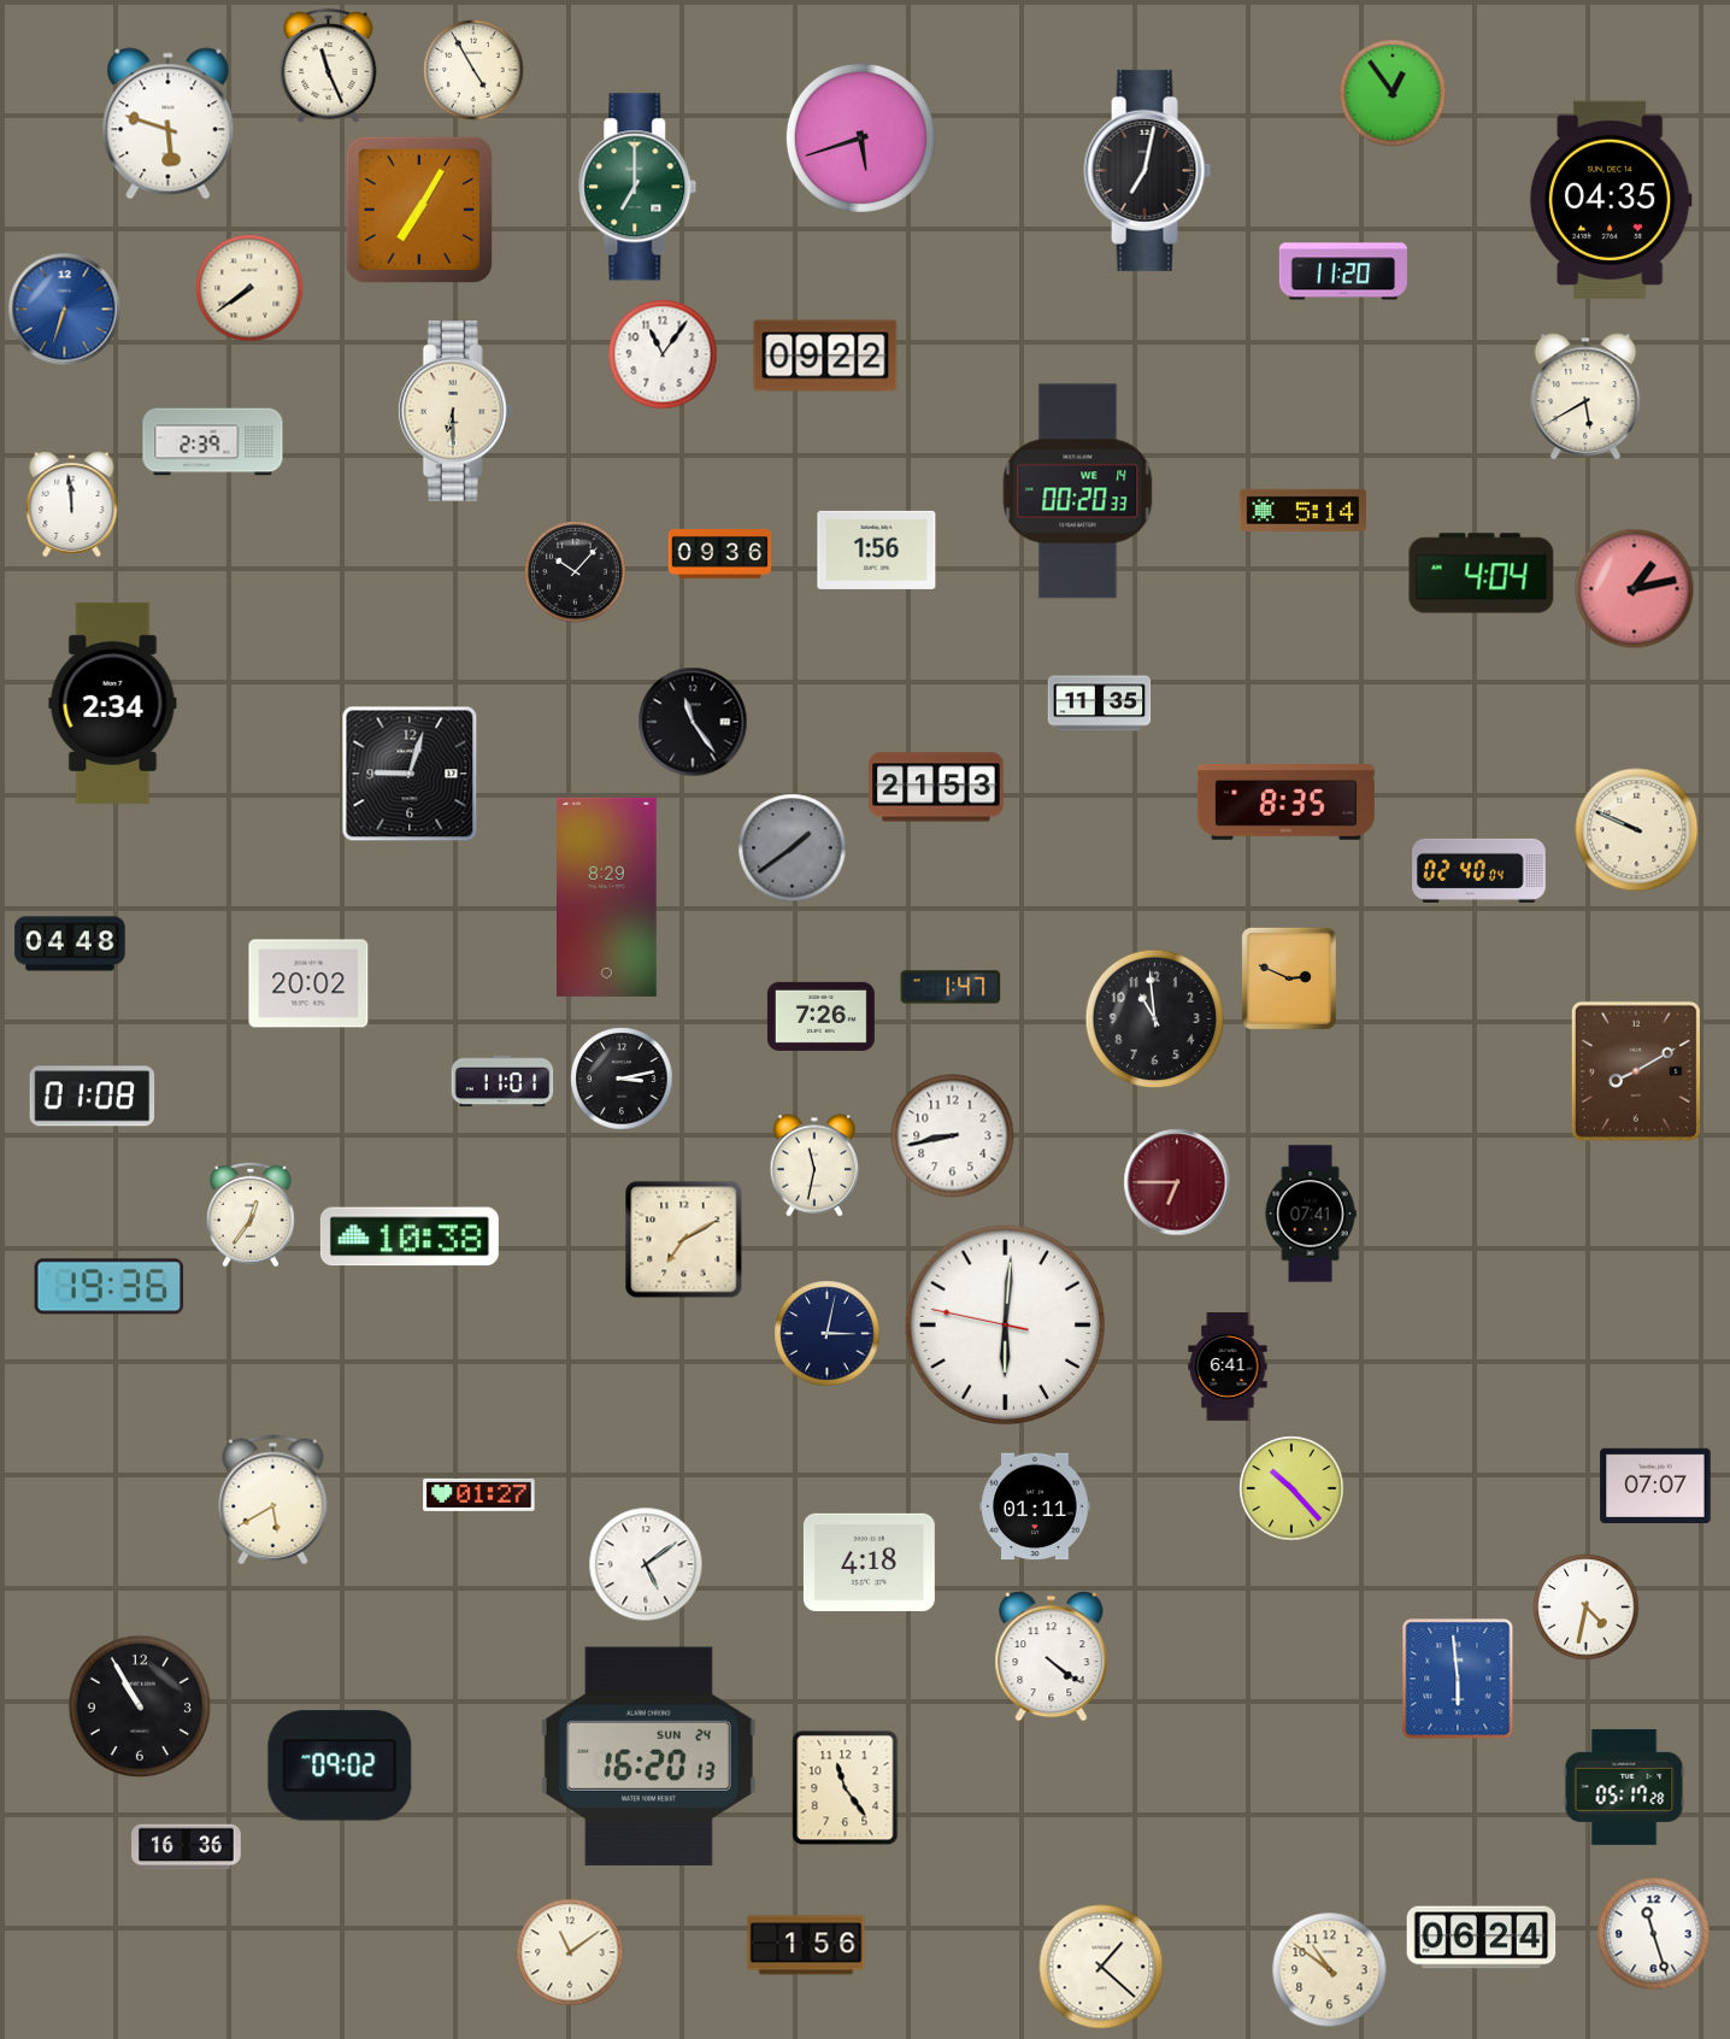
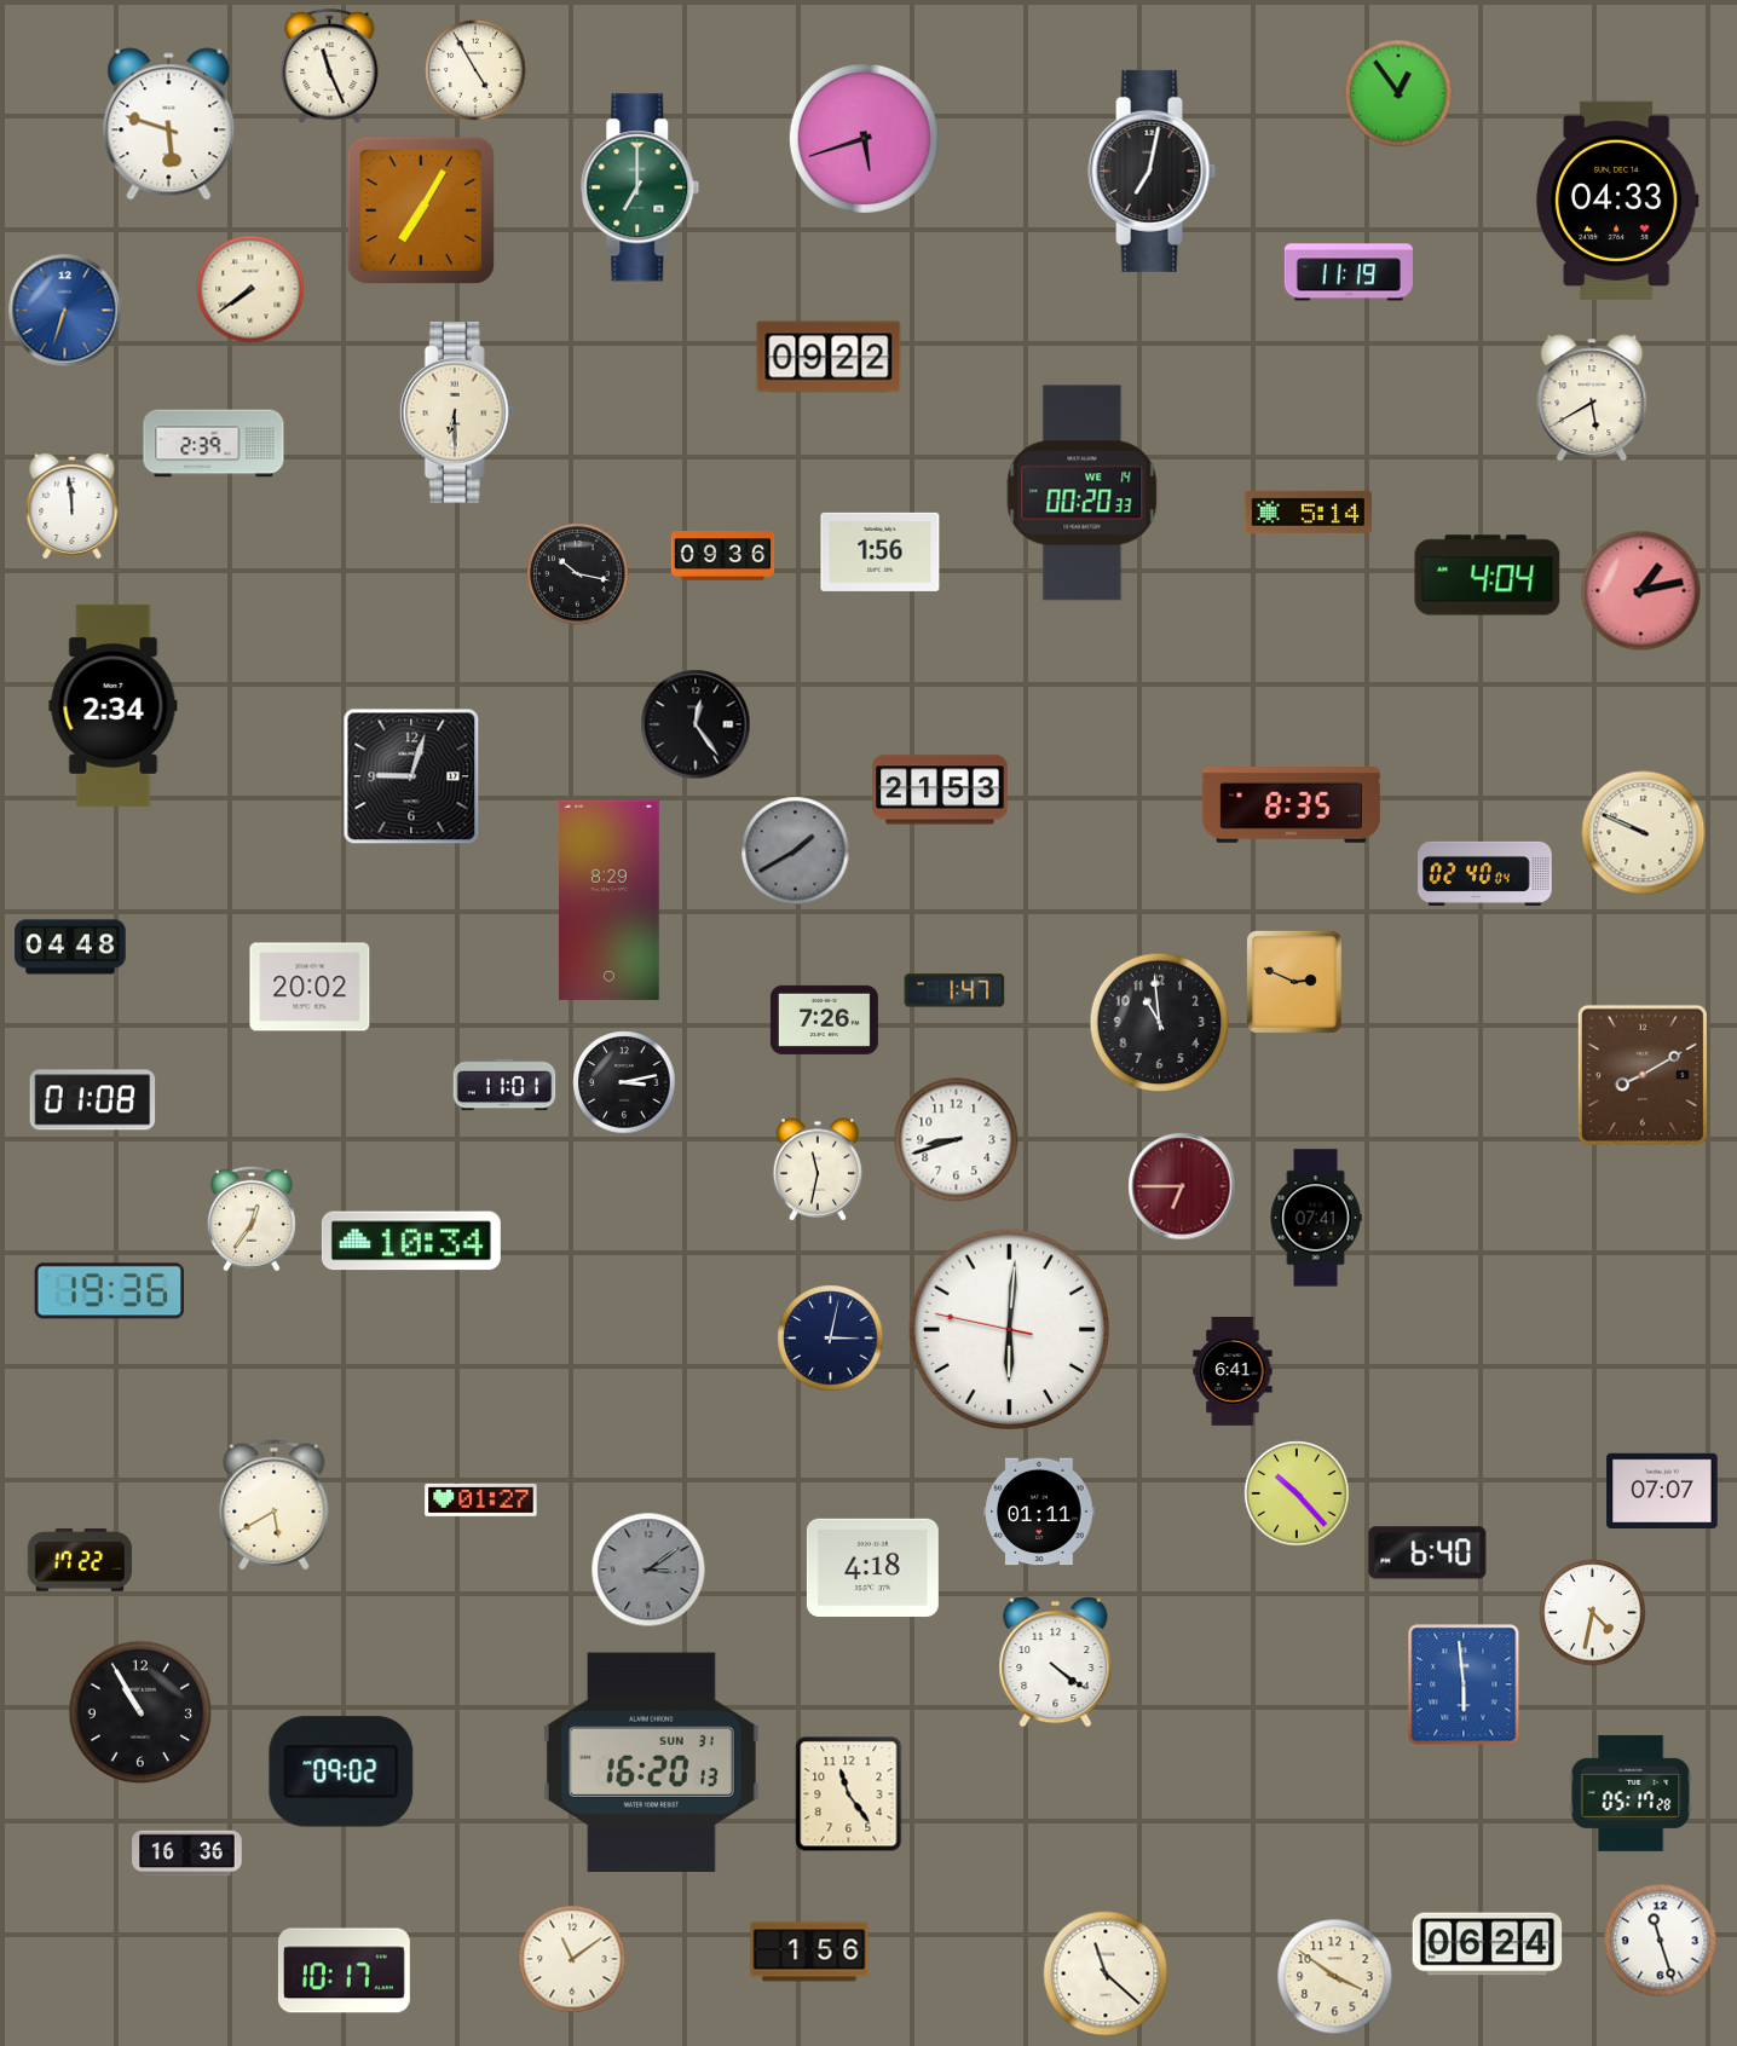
clock at (1611, 200): 04:35 -> 04:33
clock at (1343, 271): 11:20 -> 11:19
clock at (663, 354): 11:06 -> none
clock at (576, 572): 10:07 -> 10:17
clock at (1100, 704): 11:35 -> none
clock at (693, 722): 11:24 -> 12:24
clock at (793, 848): 1:39 -> 1:40
clock at (953, 1136): 8:43 -> 8:42
clock at (410, 1236): 10:38 -> 10:34
clock at (684, 1240): 7:10 -> none
clock at (1427, 1553): none -> 6:40
clock at (79, 1561): none -> 17:22
clock at (646, 1564): 5:09 -> 3:09
clock at (646, 1564) dial: white -> grey
clock at (648, 1756) date: SUN 24 -> SUN 31
clock at (344, 1971): none -> 10:17
clock at (1101, 1967): 1:22 -> 11:22
clock at (1330, 1970): 10:51 -> 3:51
